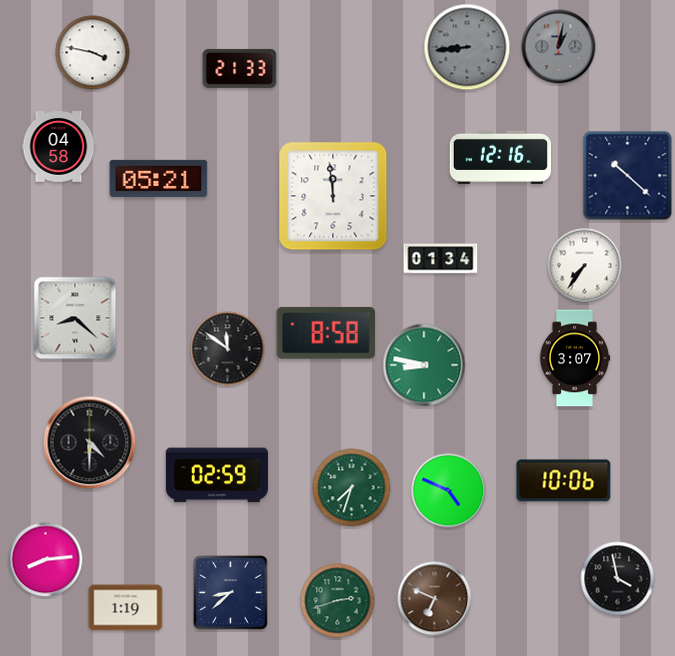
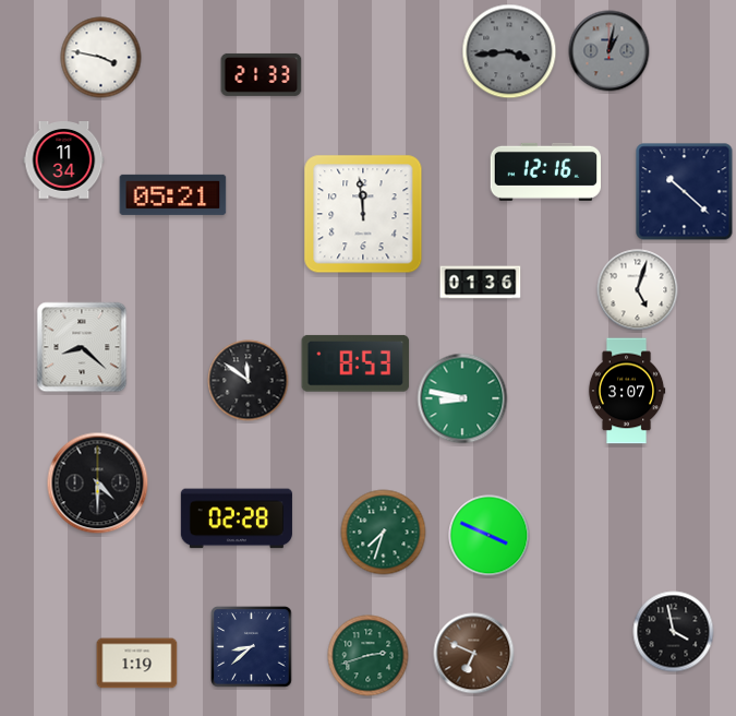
clock at (467, 47): 8:44 -> 3:44
clock at (59, 147): 04:58 -> 11:34
clock at (441, 259): 01:34 -> 01:36
clock at (585, 266): 7:36 -> 5:03
clock at (326, 333): 8:58 -> 8:53
clock at (217, 475): 02:59 -> 02:28
clock at (564, 481): 10:06 -> none
clock at (449, 491): 4:49 -> 3:49
clock at (46, 560): 8:14 -> none
